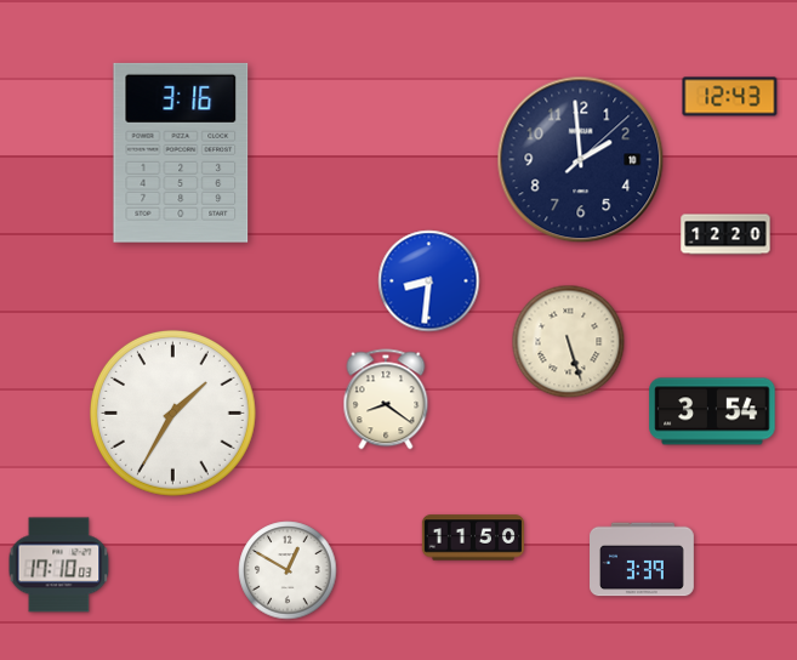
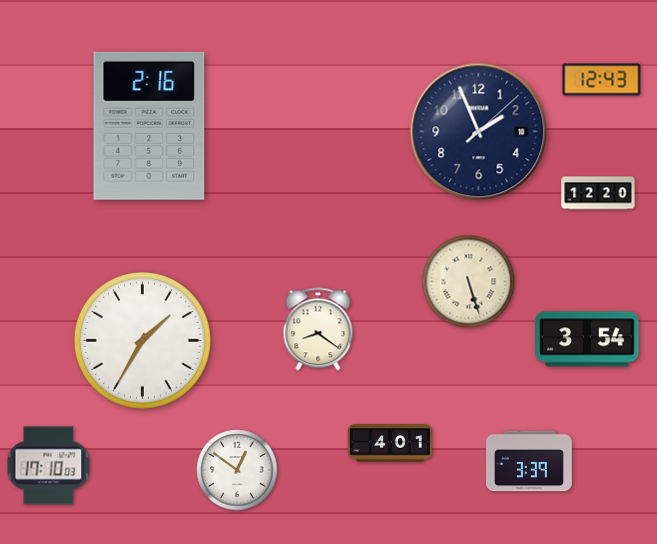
clock at (181, 153): 3:16 -> 2:16
clock at (581, 160): 1:59 -> 1:56
clock at (429, 281): 8:31 -> none
clock at (473, 537): 11:50 -> 4:01
clock at (288, 570): 12:50 -> 12:51
